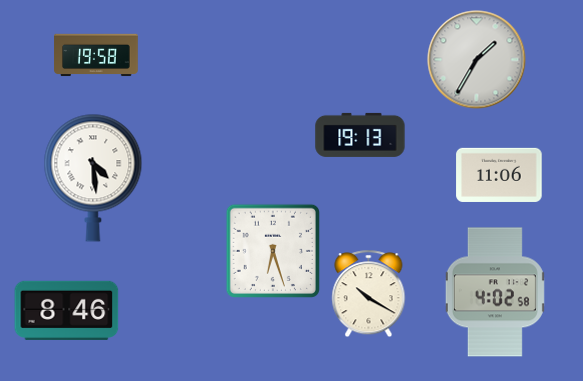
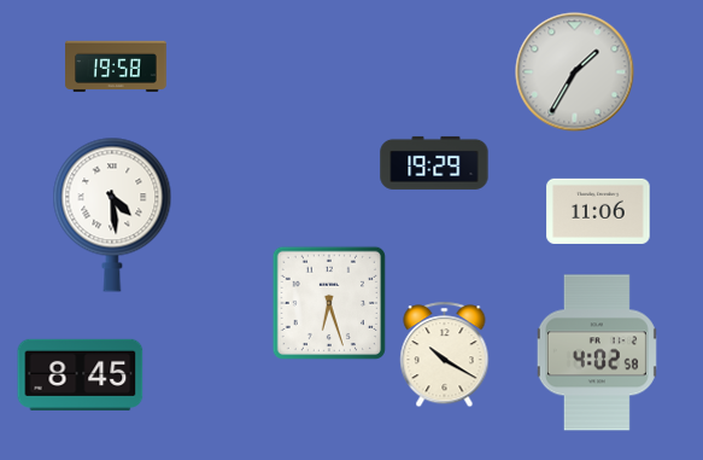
clock at (360, 135): 19:13 -> 19:29
clock at (499, 175) position: (499, 175) -> (598, 211)
clock at (67, 310): 8:46 -> 8:45
